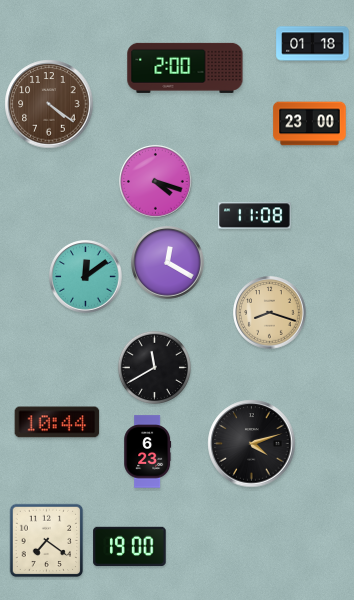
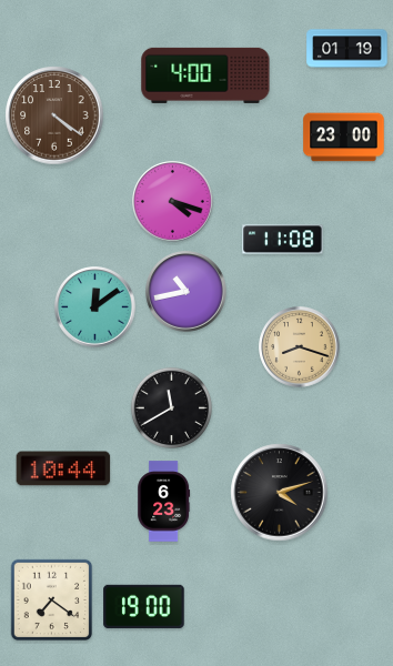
clock at (313, 44): 01:18 -> 01:19
clock at (185, 68): 2:00 -> 4:00
clock at (168, 263): 12:20 -> 10:43
